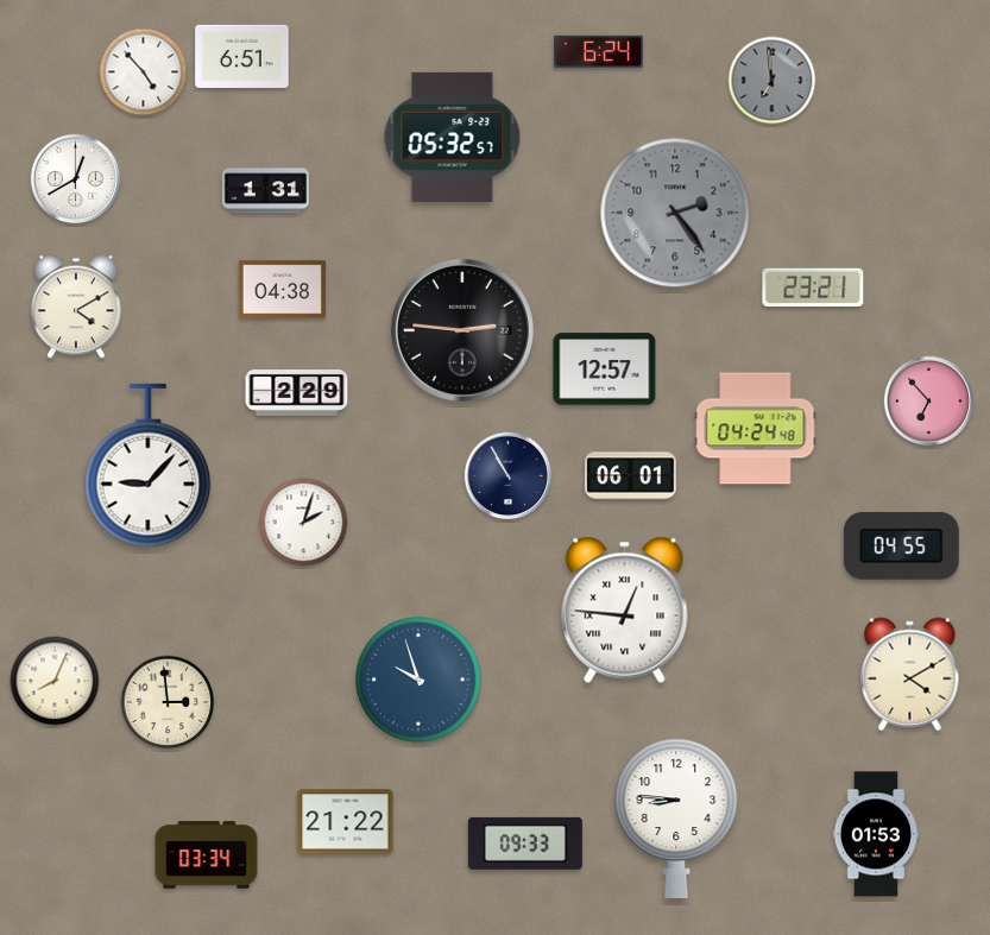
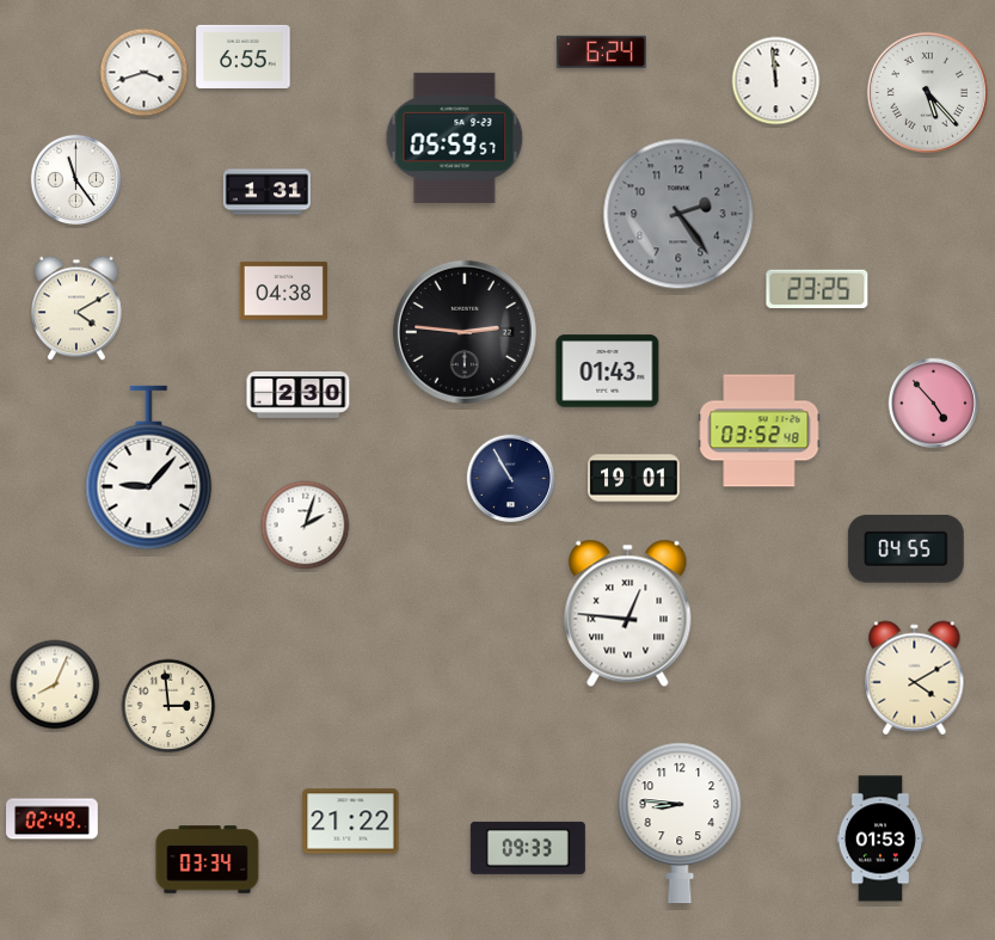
clock at (242, 56): 6:51 -> 6:55
clock at (144, 72): 4:53 -> 3:42
clock at (773, 81): 6:59 -> 11:59
clock at (773, 81) dial: grey -> white
clock at (927, 92): none -> 5:23
clock at (453, 137): 05:32 -> 05:59
clock at (76, 179): 12:40 -> 11:24
clock at (813, 286): 23:21 -> 23:25
clock at (605, 369): 12:57 -> 01:43
clock at (297, 393): 2:29 -> 2:30
clock at (929, 402): 6:53 -> 4:53
clock at (756, 429): 04:24 -> 03:52
clock at (631, 476): 06:01 -> 19:01
clock at (418, 680): 9:57 -> none
clock at (53, 819): none -> 02:49
clock at (346, 822) position: (346, 822) -> (351, 822)
